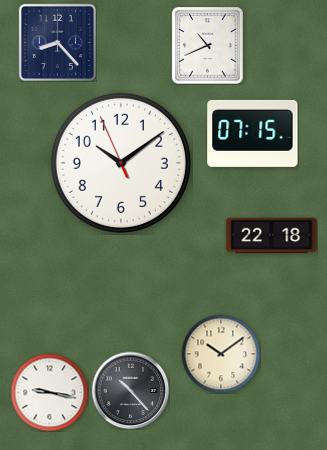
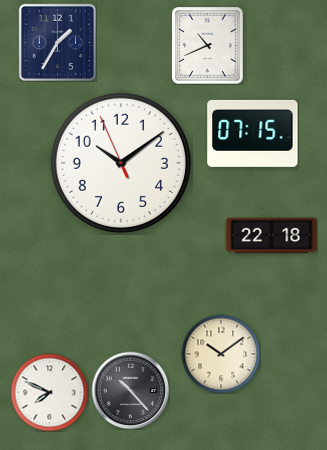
clock at (57, 42): 8:23 -> 1:35
clock at (49, 392): 9:17 -> 7:49
